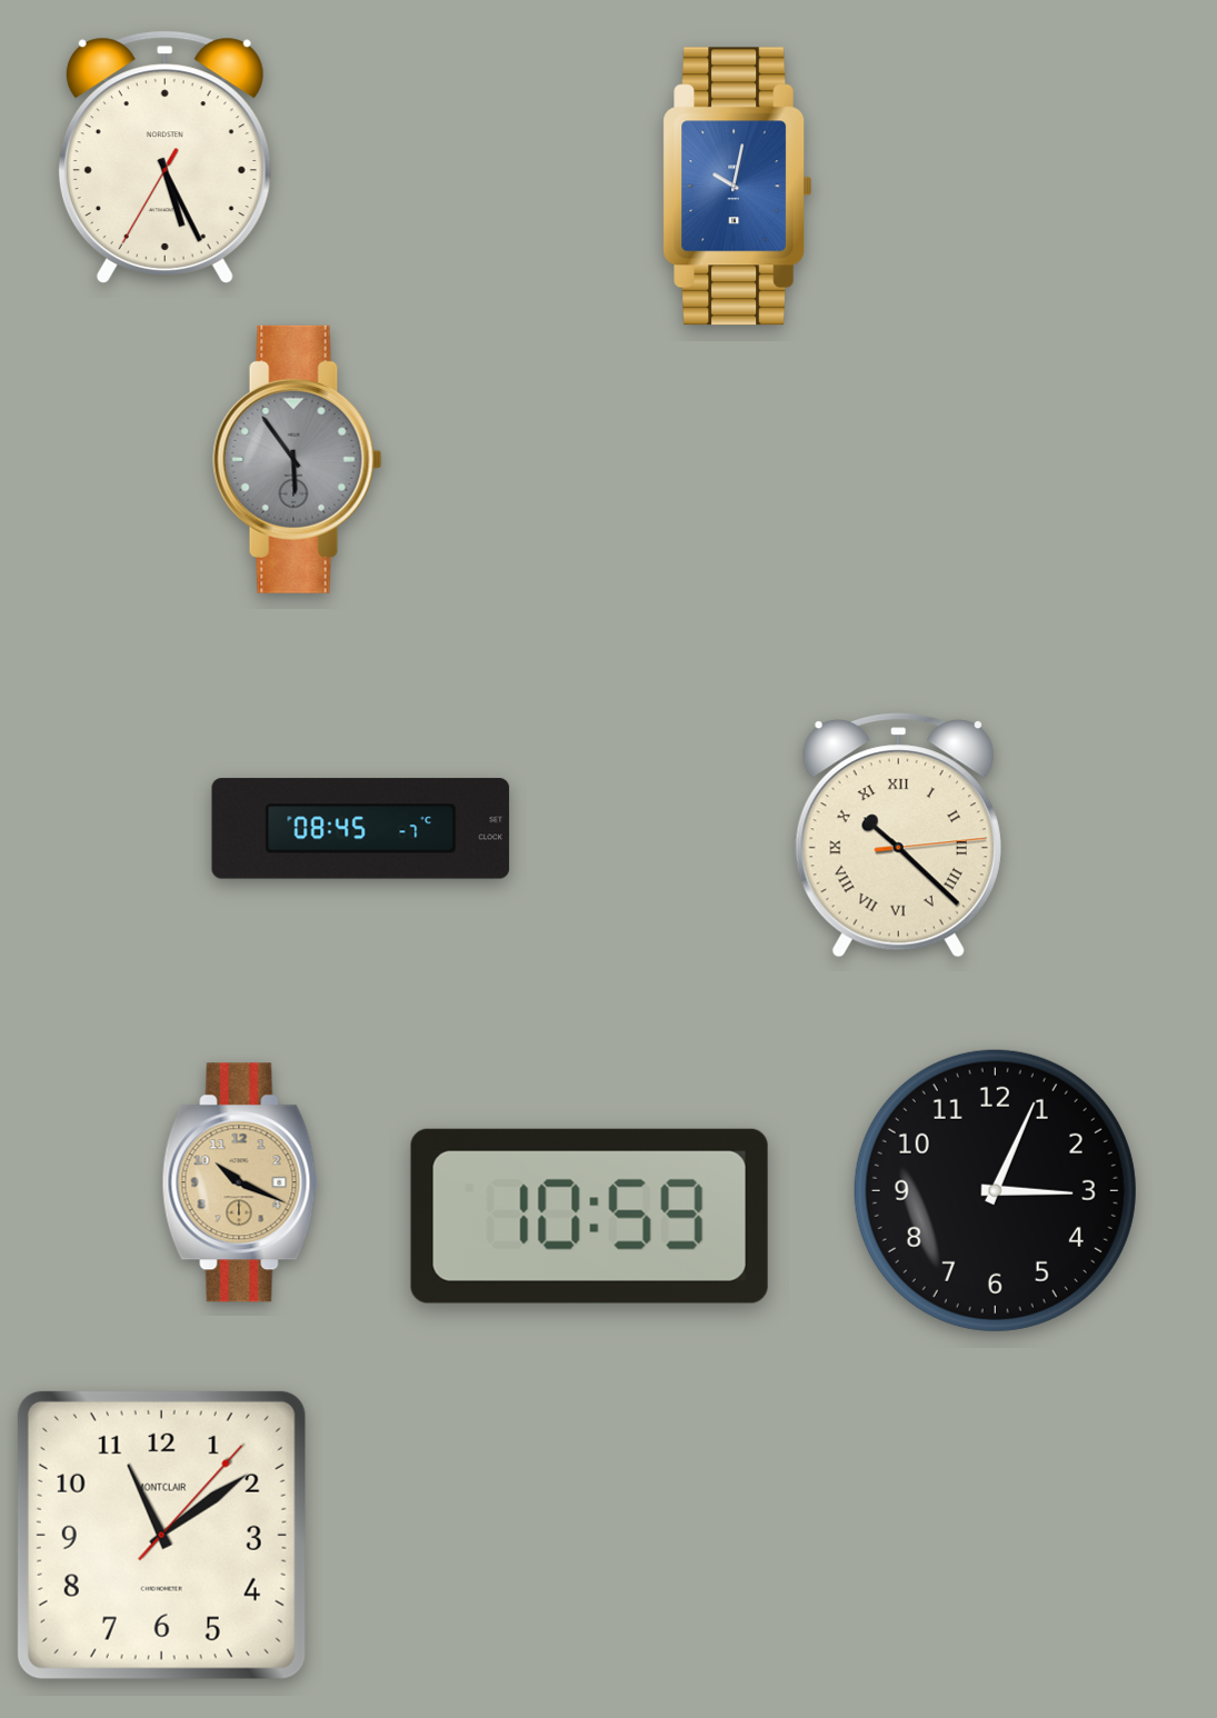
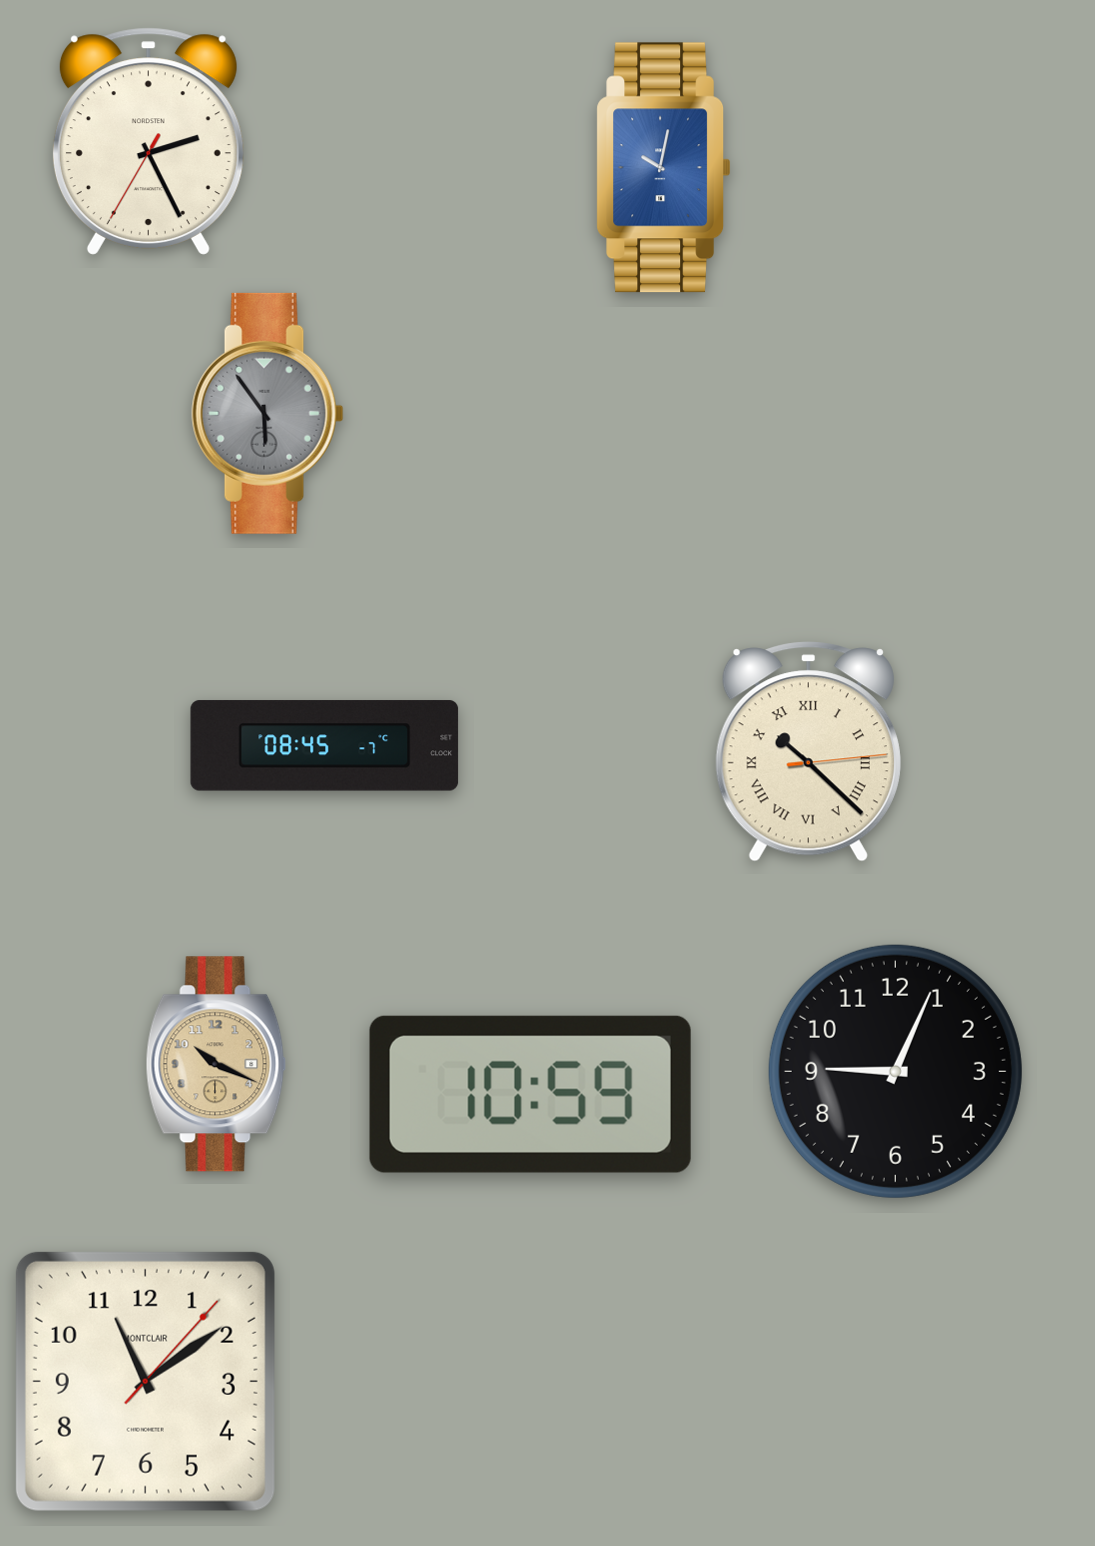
clock at (164, 157): 5:25 -> 2:25
clock at (995, 1190): 3:04 -> 9:04
